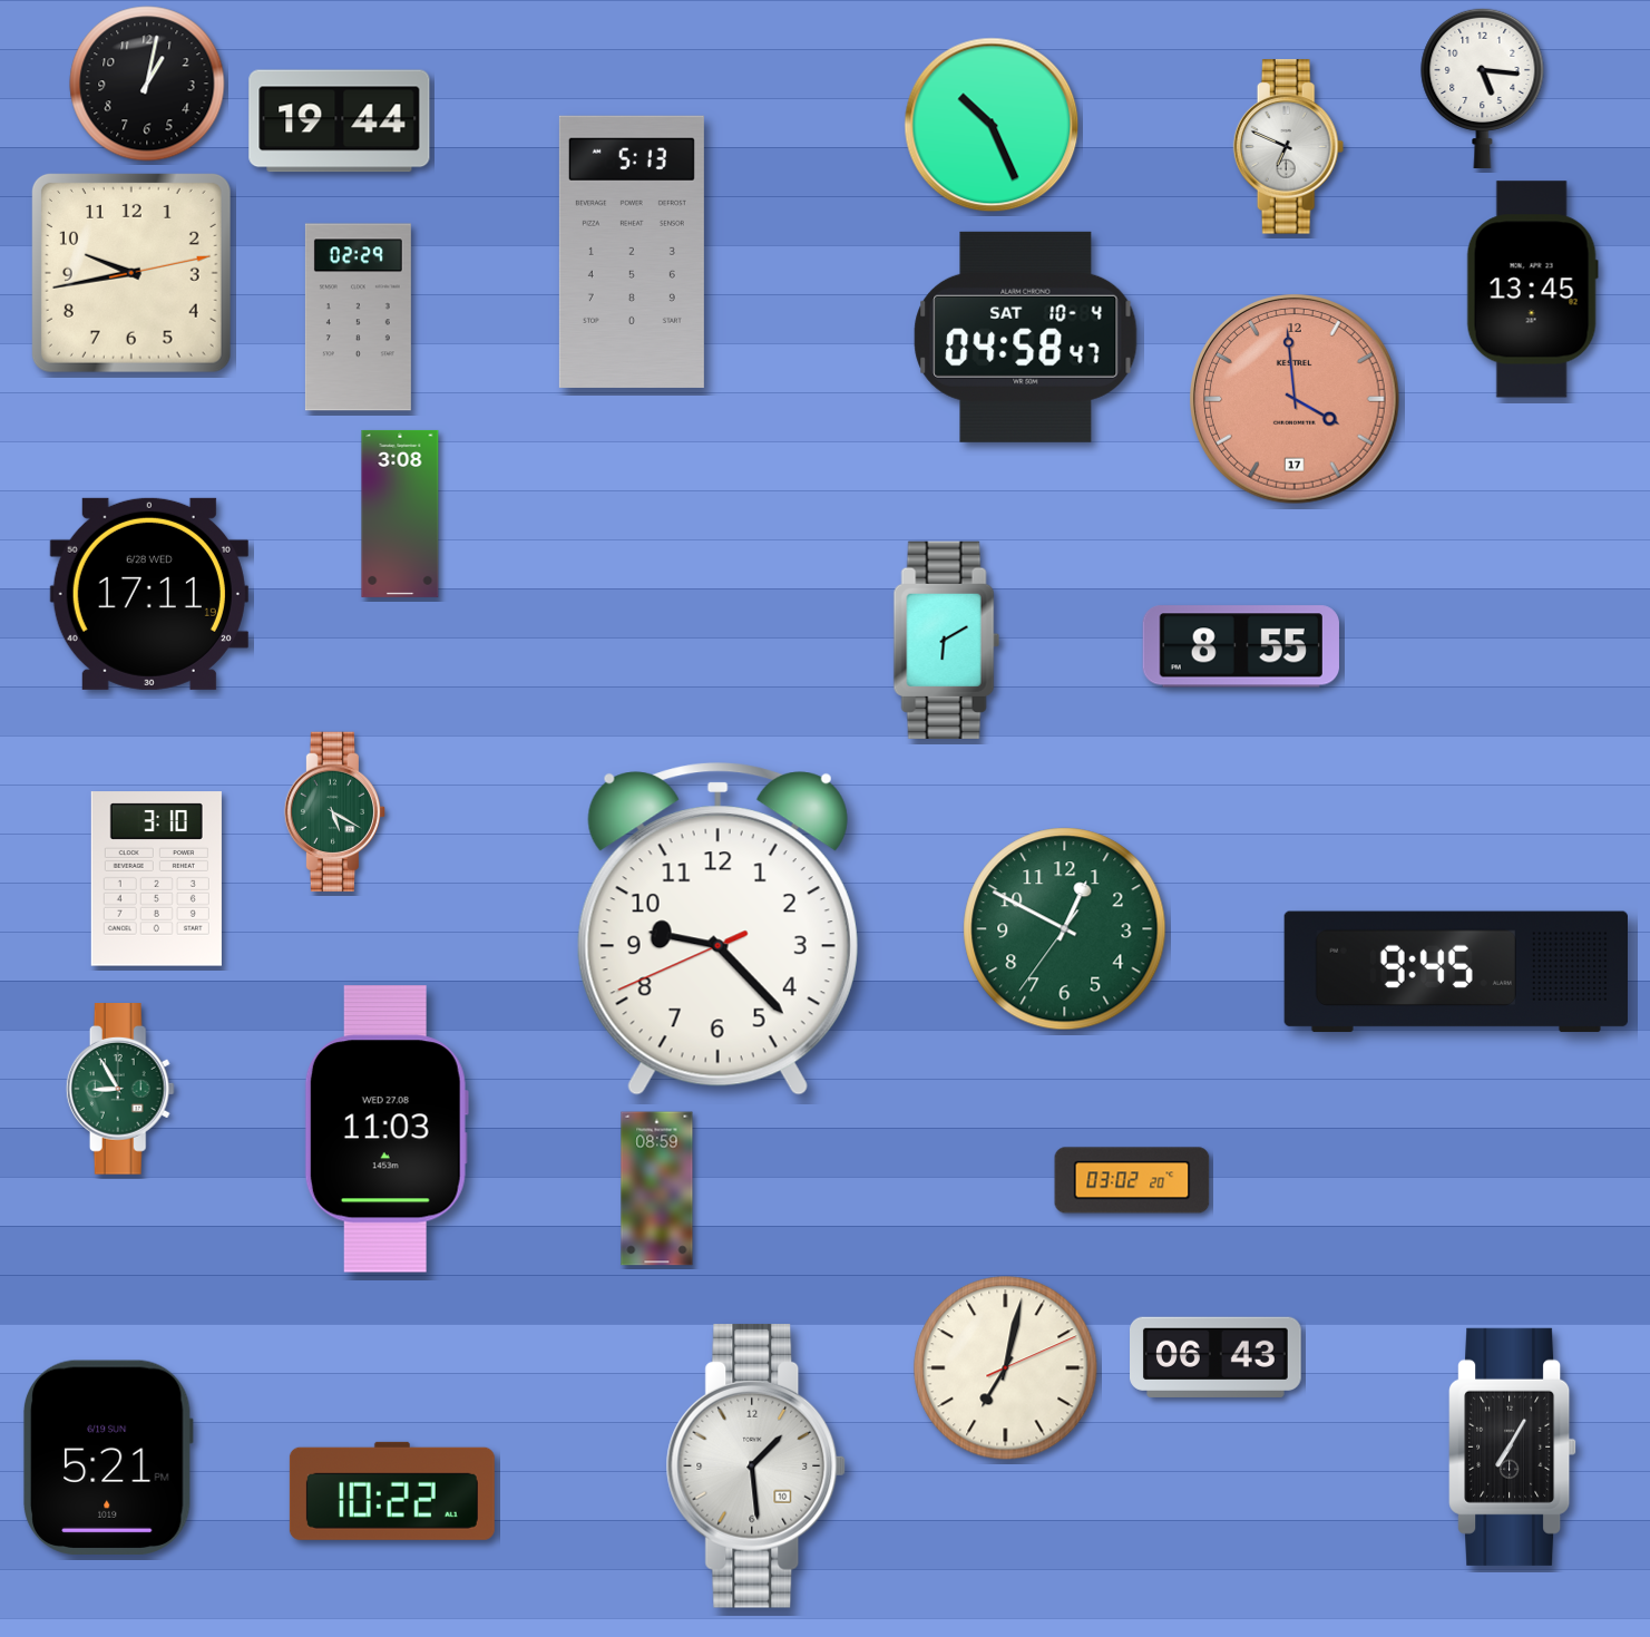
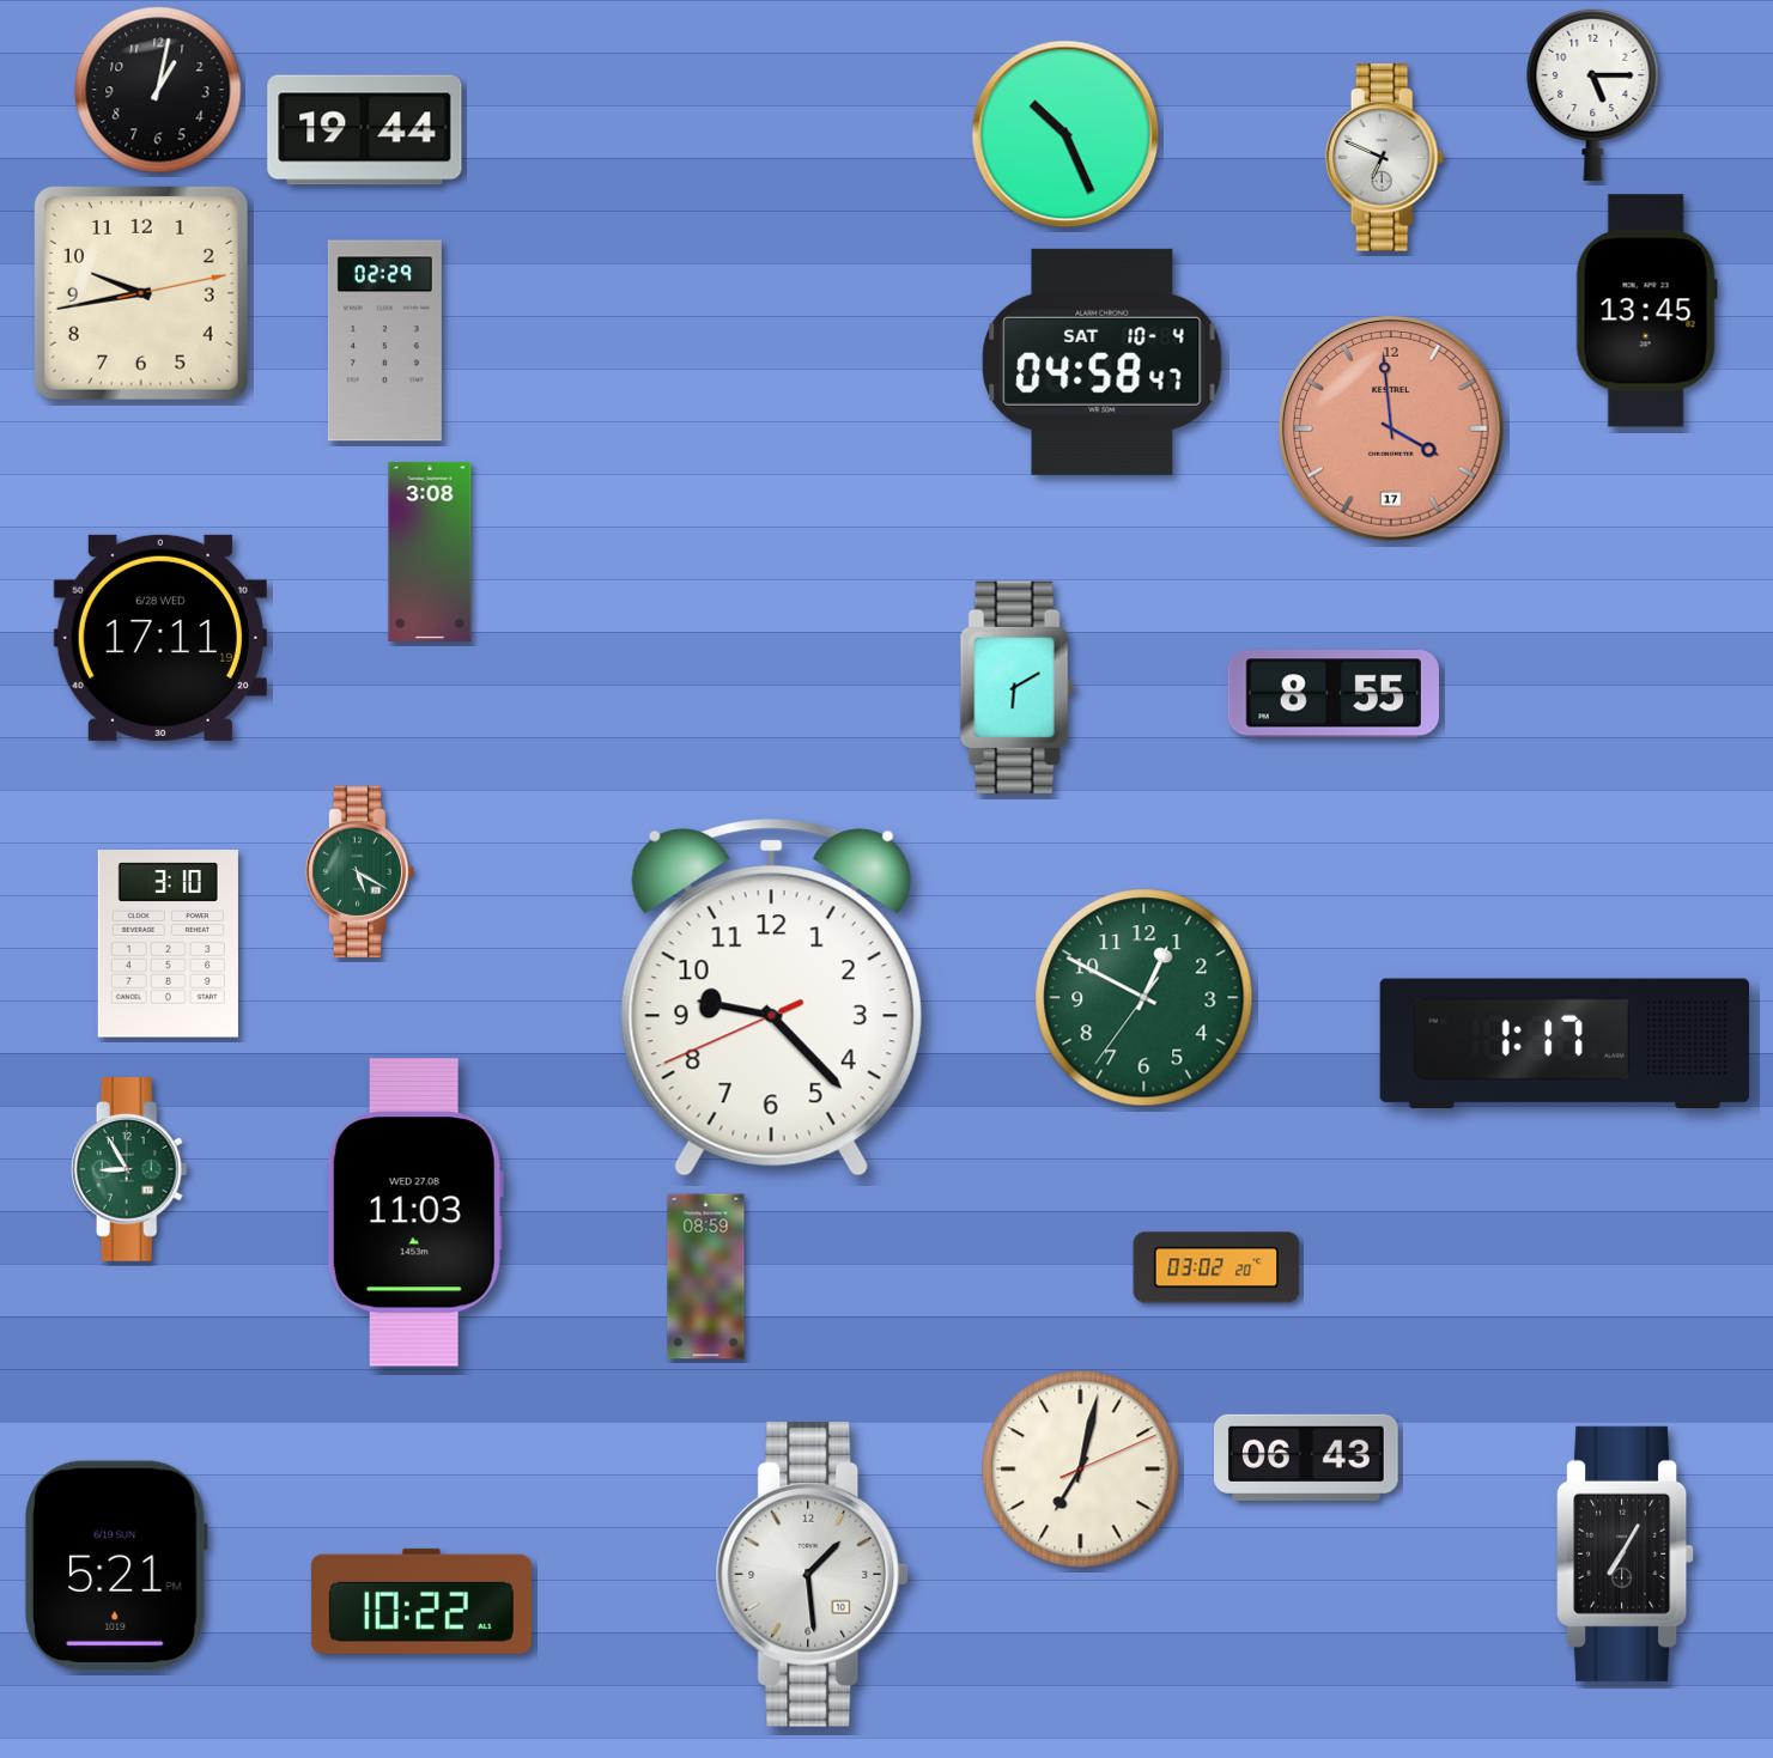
clock at (1483, 87): 5:16 -> 5:15
clock at (632, 252): 5:13 -> none
clock at (1456, 972): 9:45 -> 1:17
